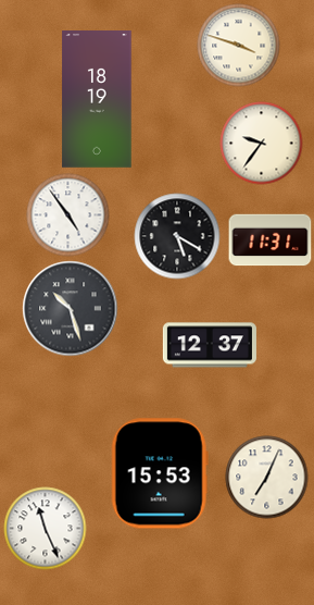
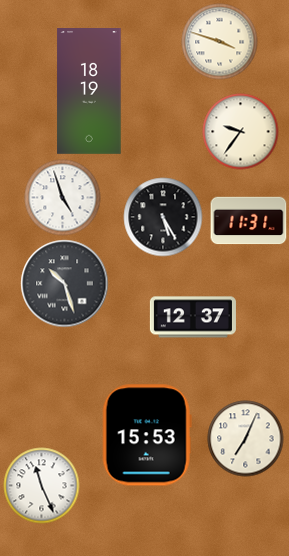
clock at (68, 215): 4:54 -> 4:57
clock at (177, 236): 5:20 -> 5:25
